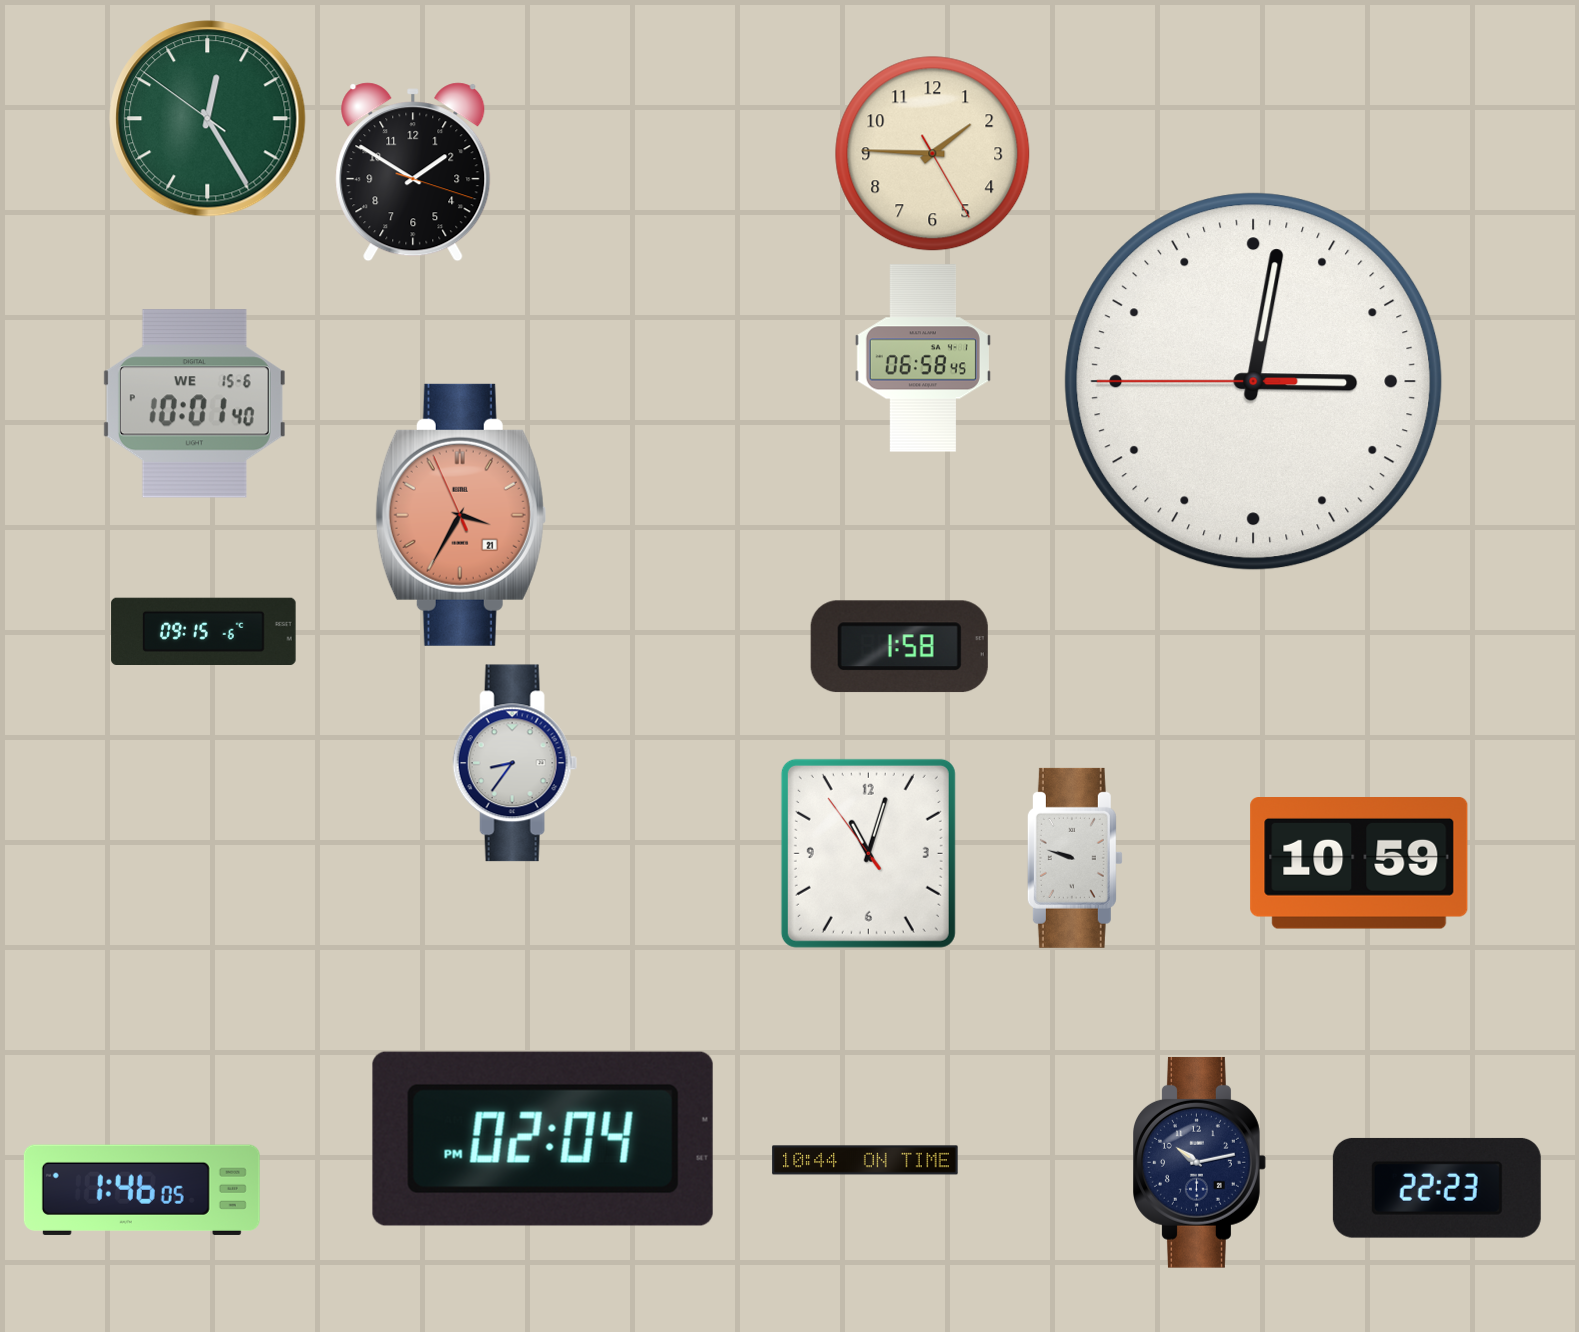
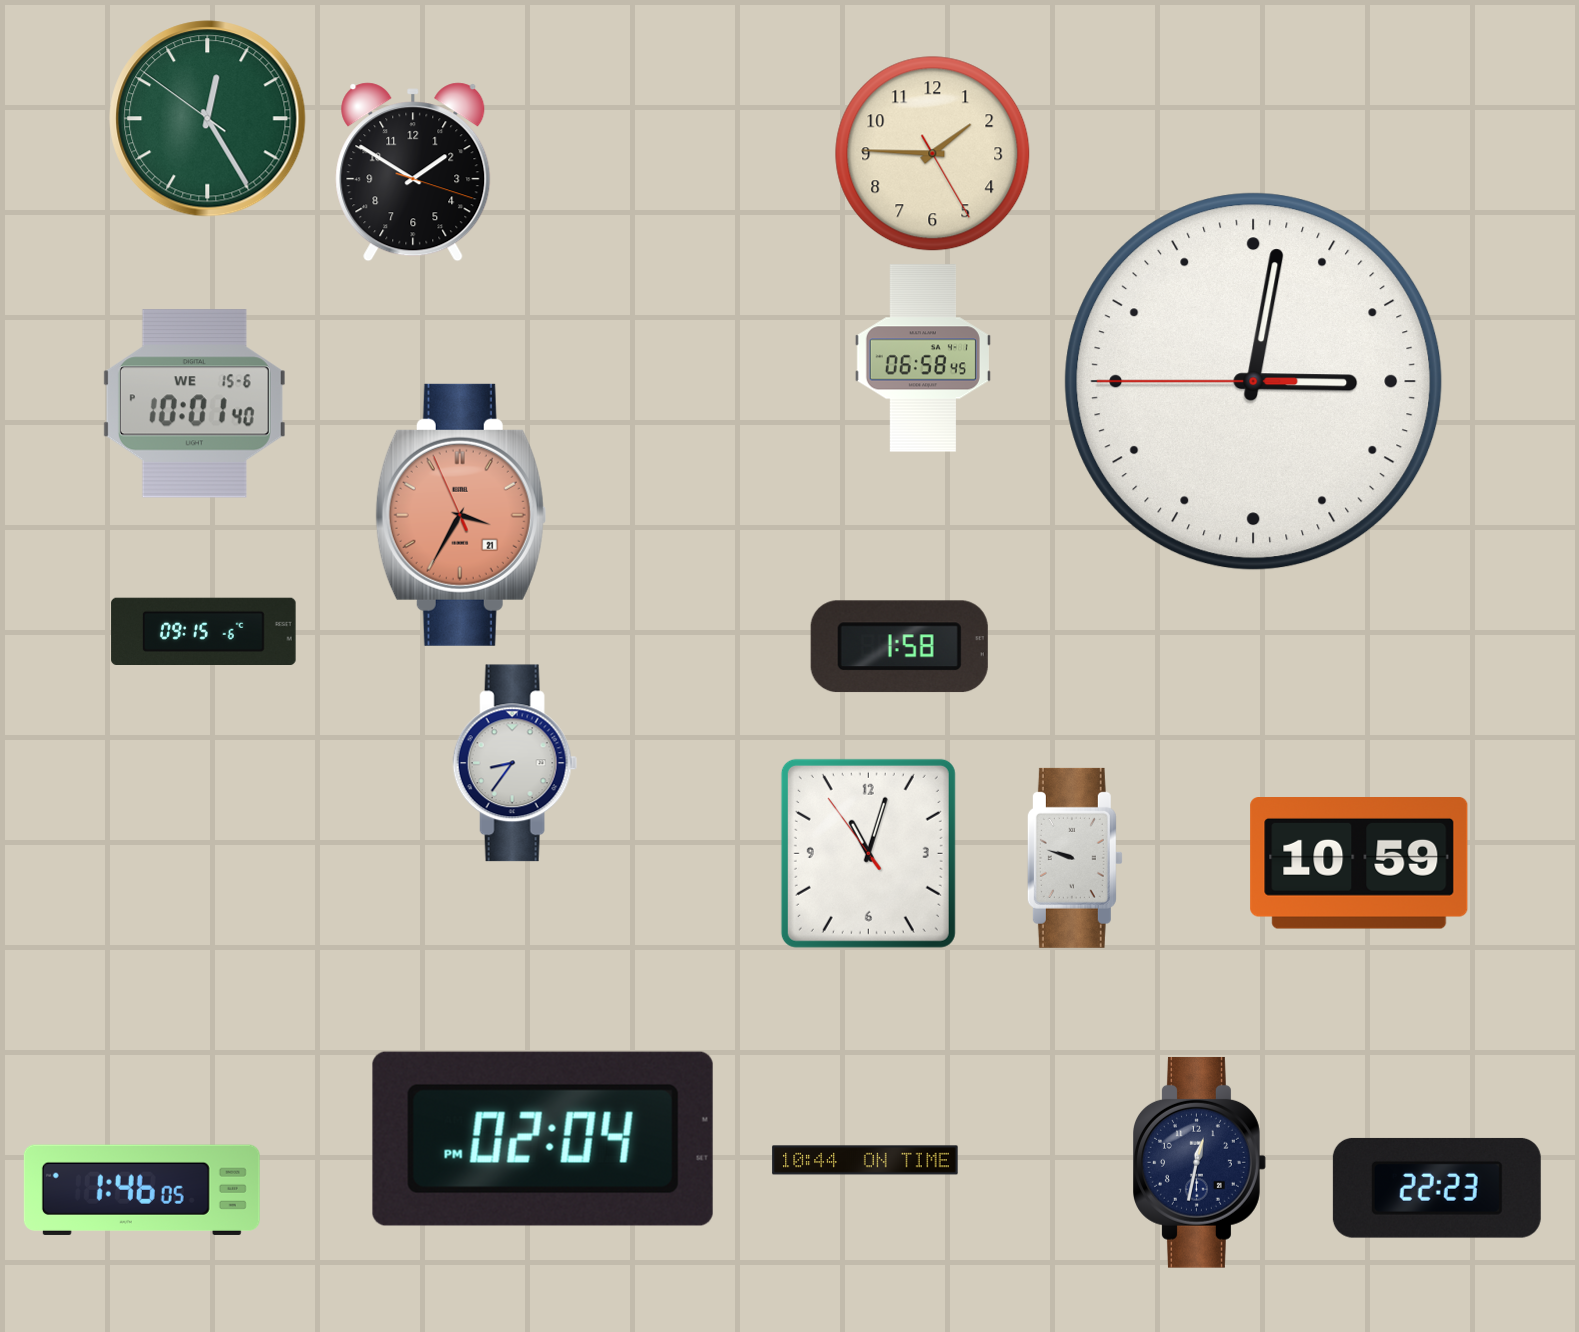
clock at (1200, 1162): 10:13 -> 12:32
